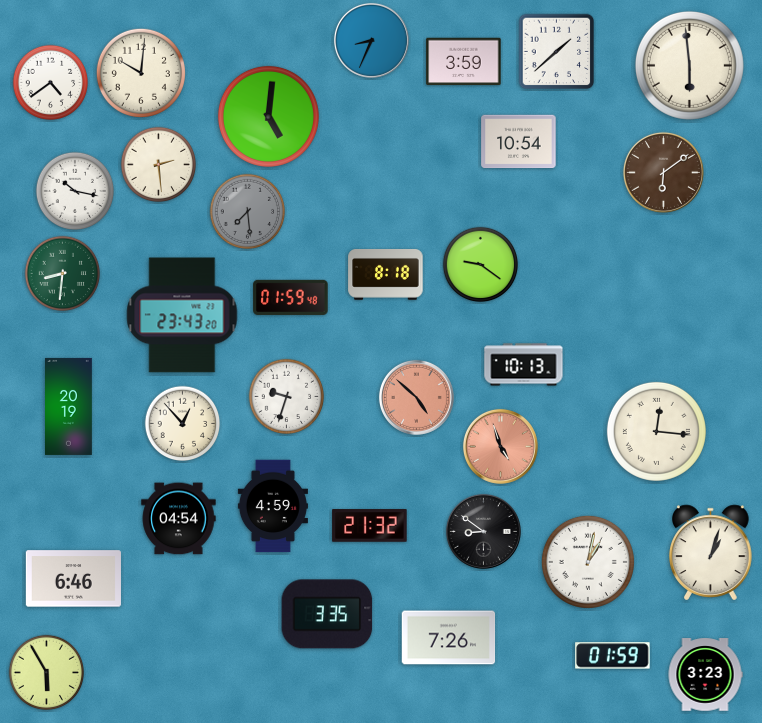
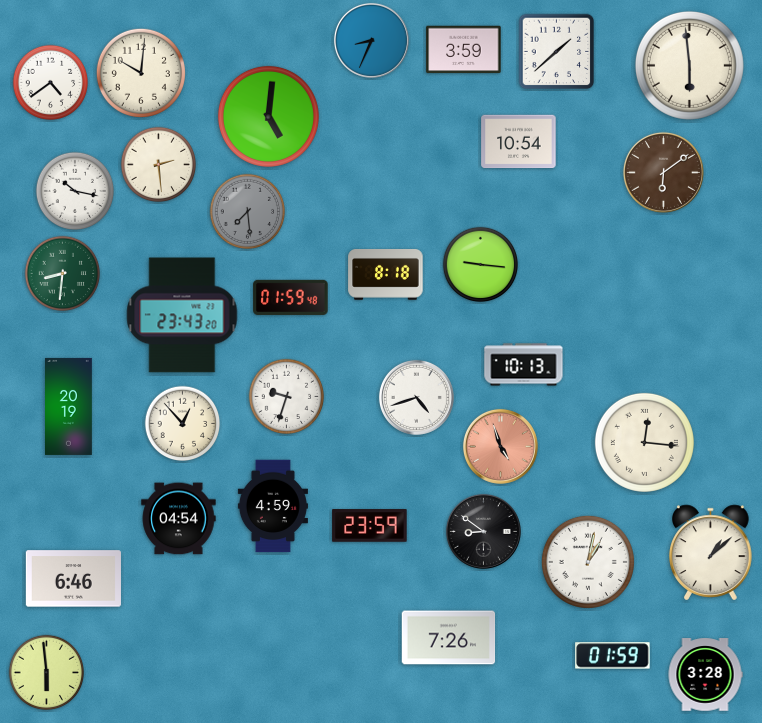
clock at (464, 62) position: (464, 62) -> (464, 50)
clock at (481, 265): 9:21 -> 9:16
clock at (416, 397): 4:52 -> 4:42
clock at (416, 397) dial: salmon -> white
clock at (656, 431) position: (656, 431) -> (644, 442)
clock at (370, 526): 21:32 -> 23:59
clock at (711, 553): 1:03 -> 1:08
clock at (327, 614): 3:35 -> none
clock at (47, 673): 5:55 -> 5:59
clock at (705, 675): 3:23 -> 3:28
